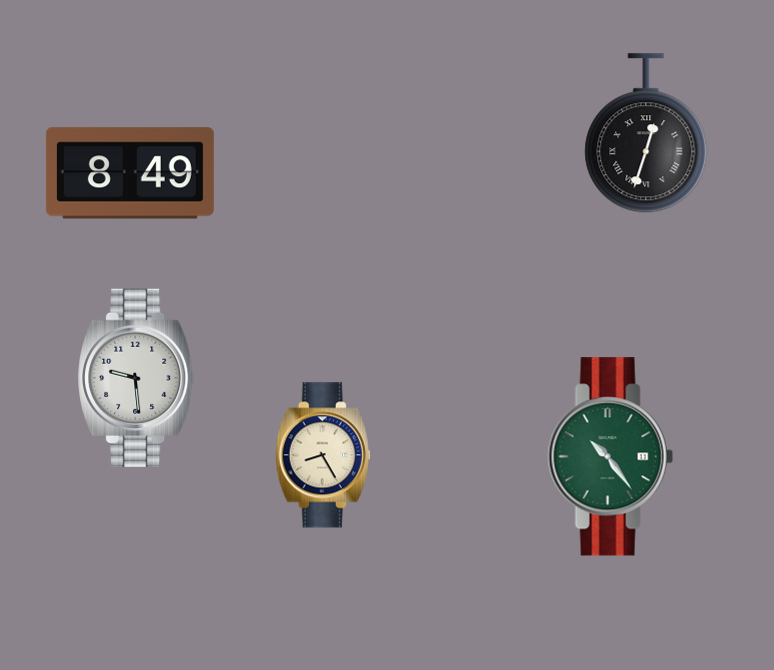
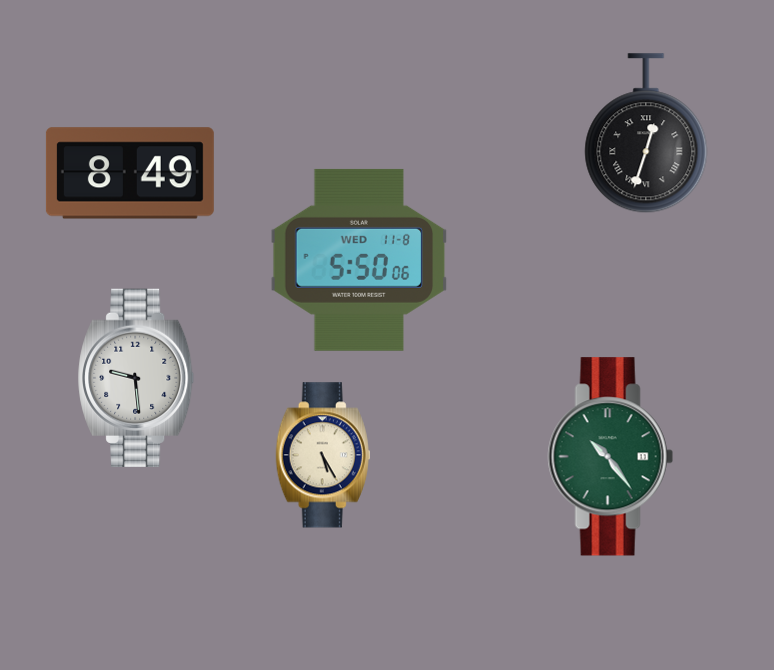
clock at (359, 260): none -> 5:50
clock at (323, 455): 8:25 -> 5:25
